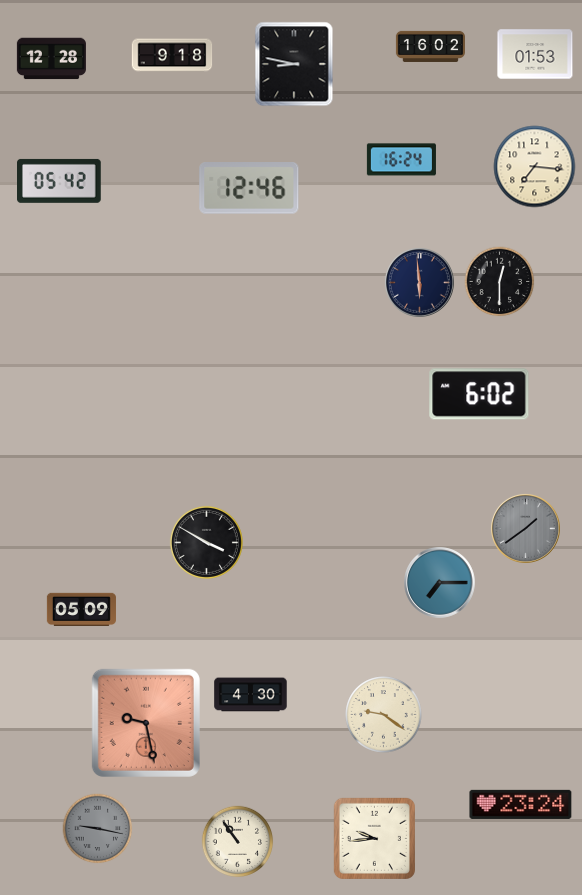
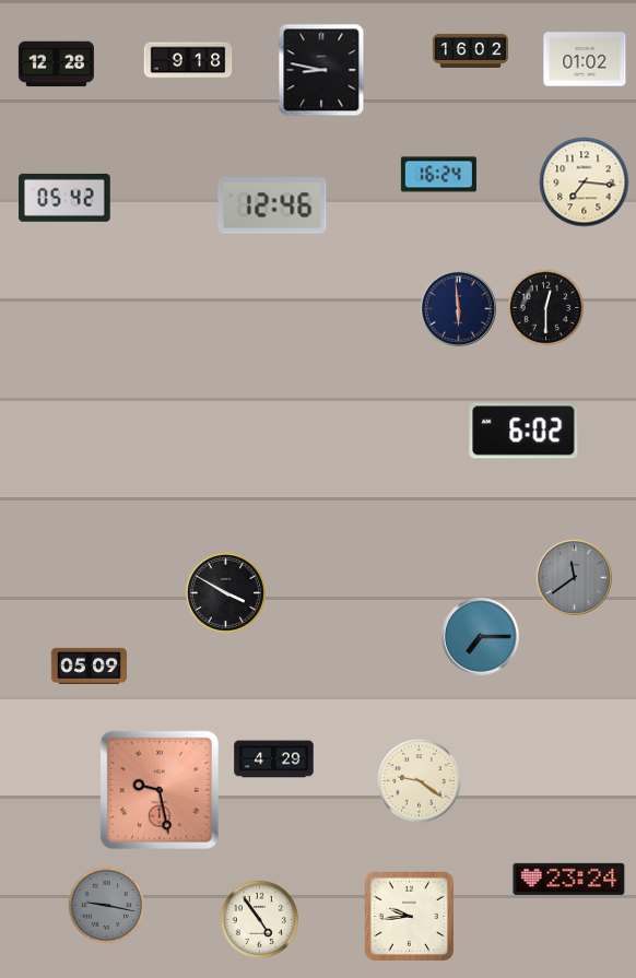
clock at (535, 54): 01:53 -> 01:02
clock at (525, 528): 1:39 -> 11:39
clock at (251, 695): 4:30 -> 4:29
clock at (238, 842): 10:54 -> 4:54
